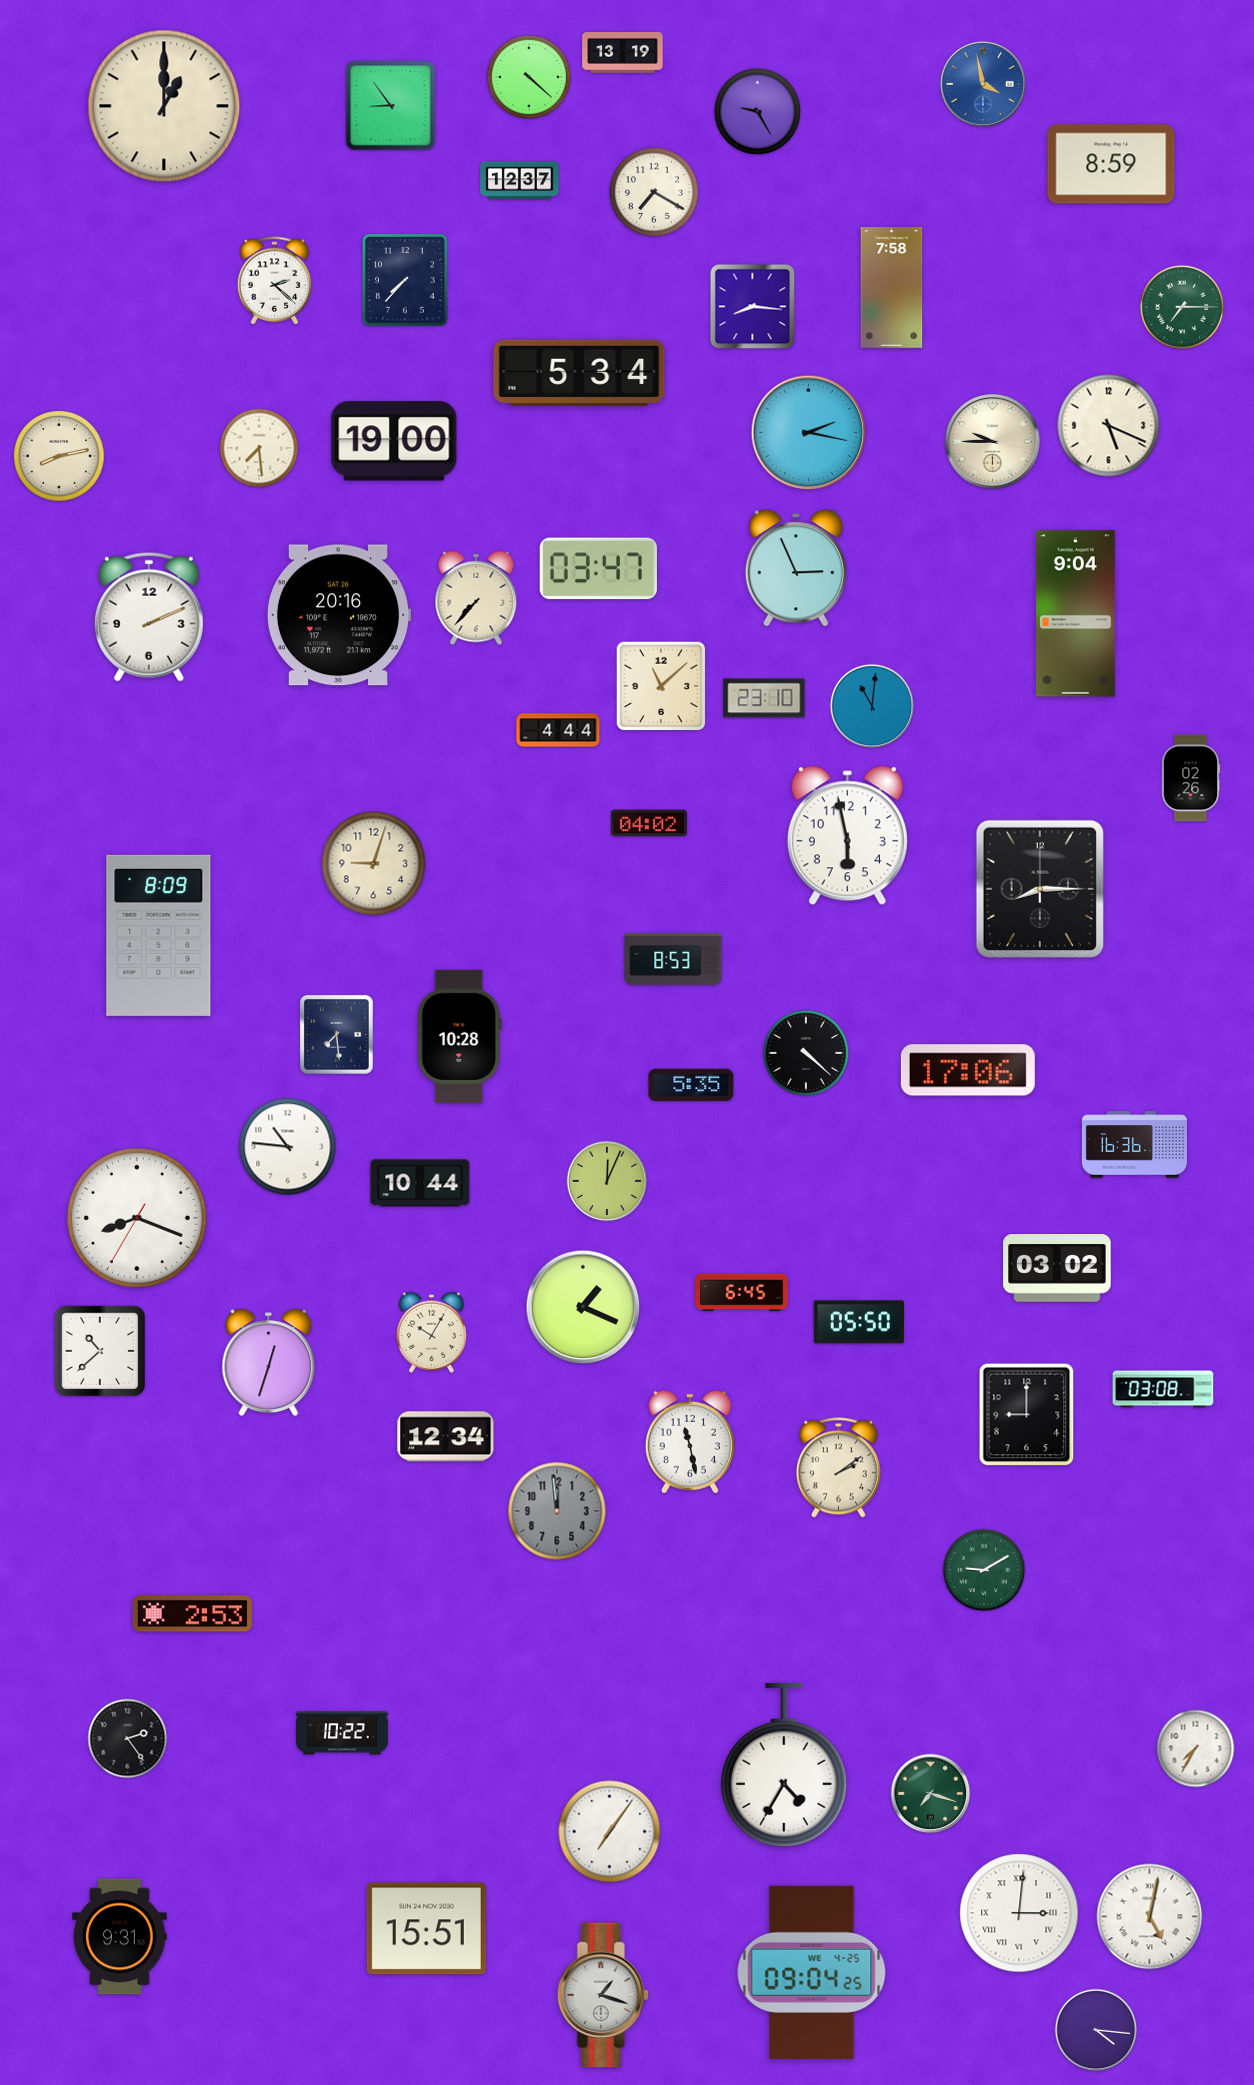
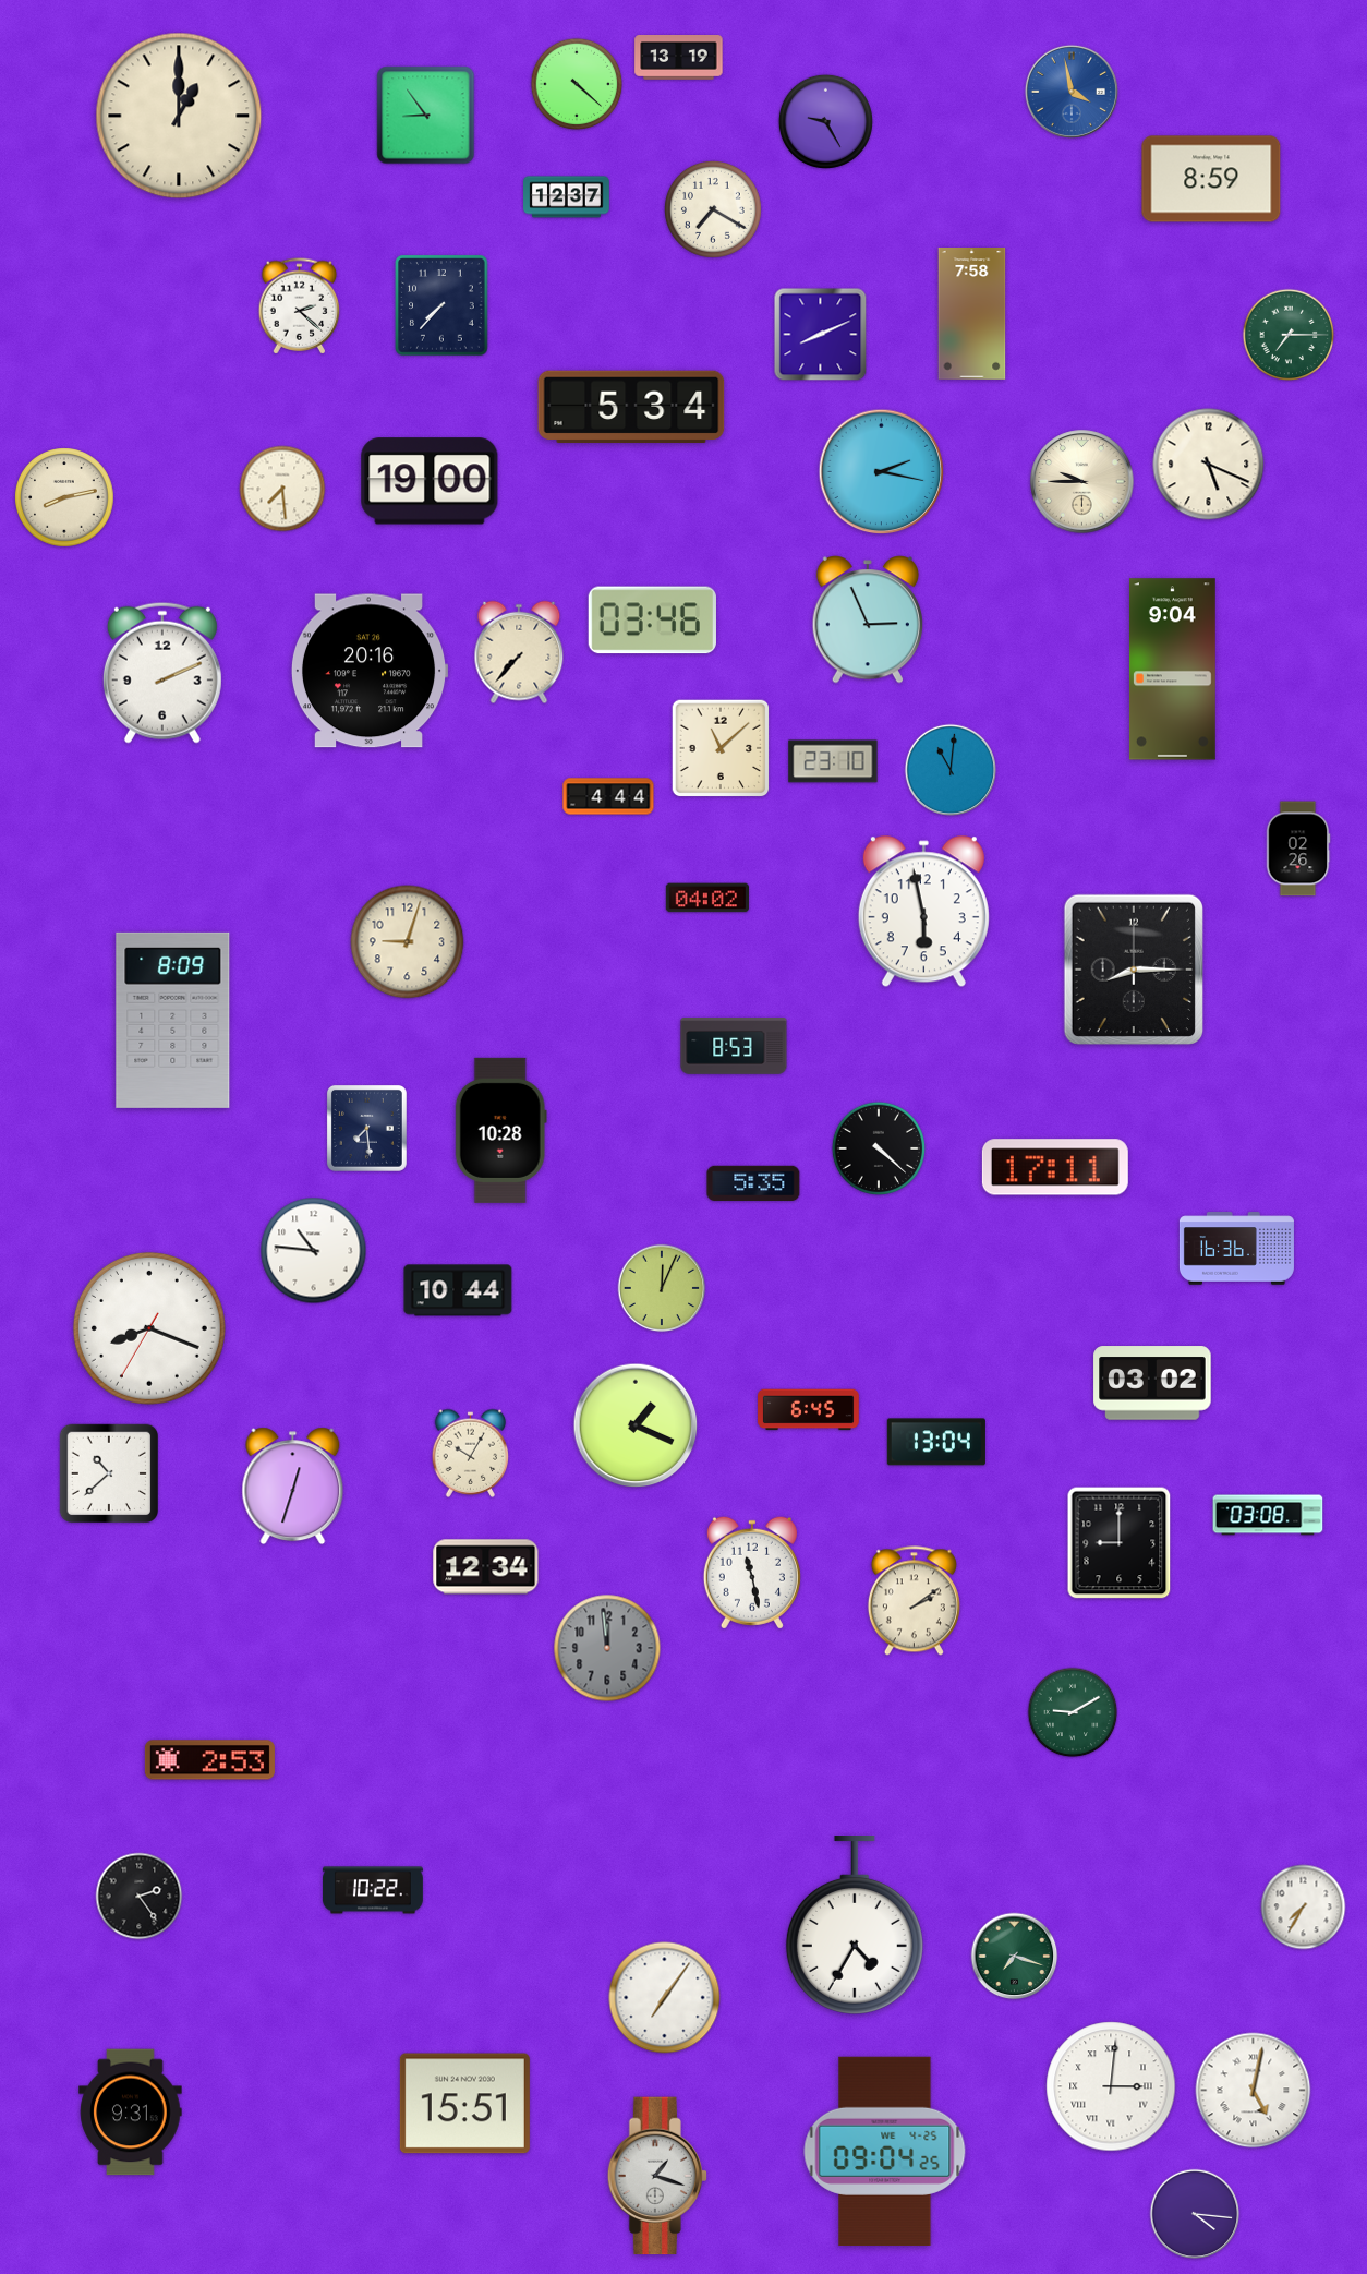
clock at (753, 307): 8:16 -> 8:11
clock at (598, 569): 03:47 -> 03:46
clock at (968, 1070): 17:06 -> 17:11
clock at (859, 1322): 05:50 -> 13:04
